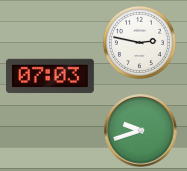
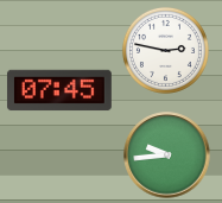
clock at (50, 76): 07:03 -> 07:45
clock at (141, 131): 9:42 -> 9:44
